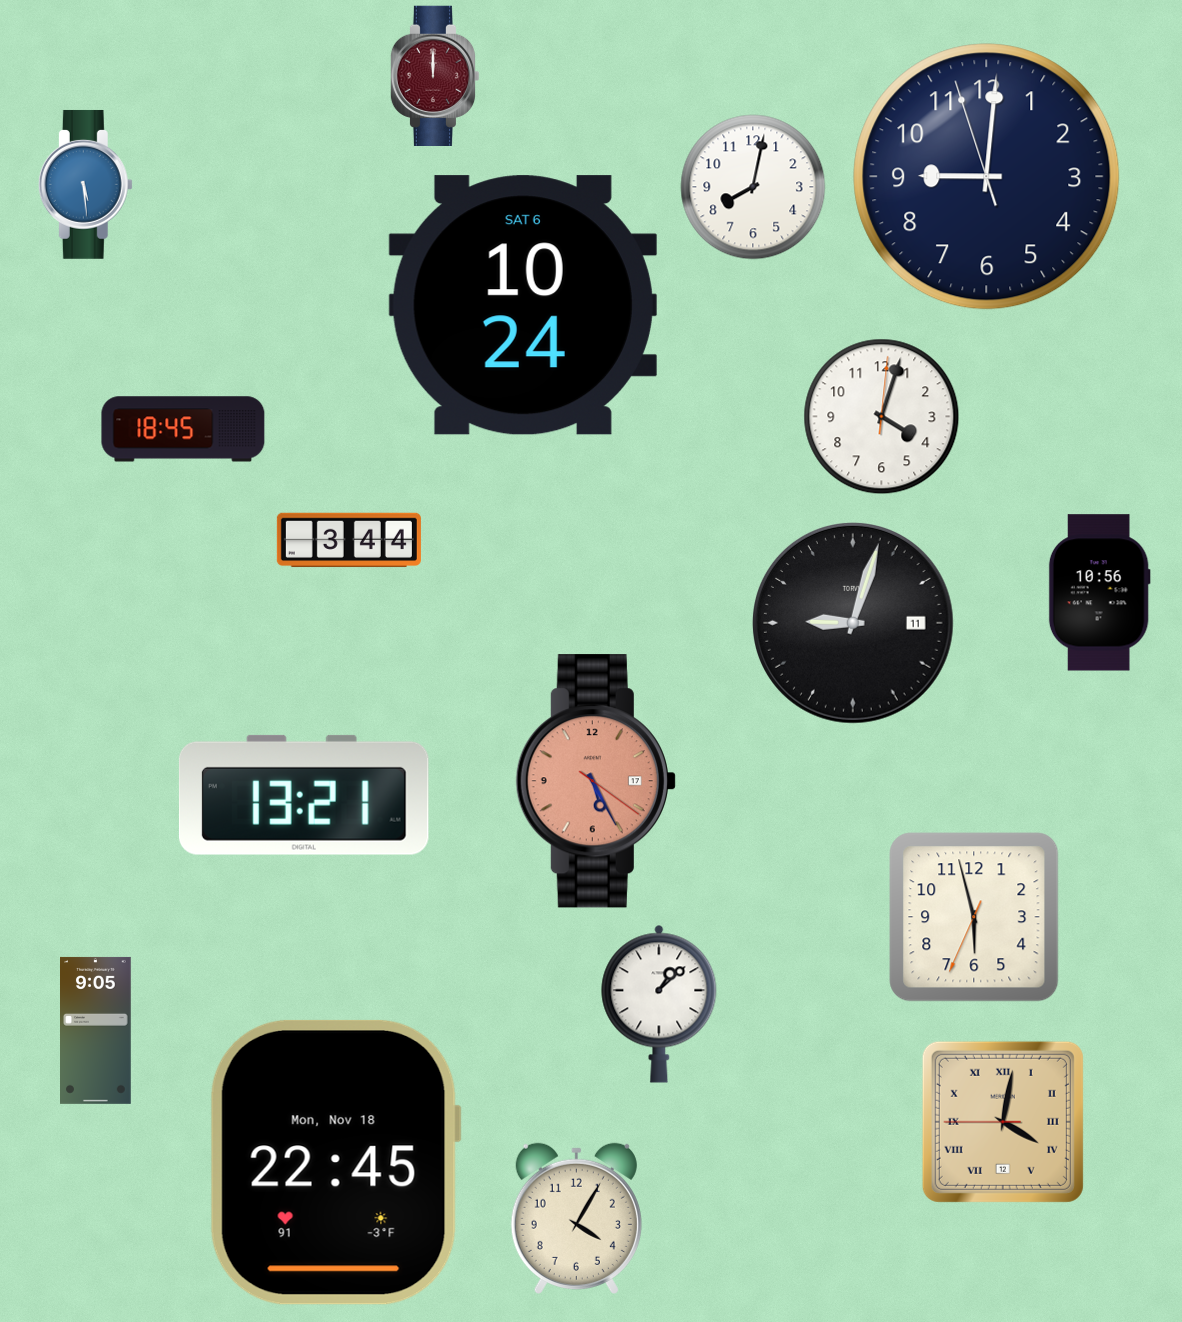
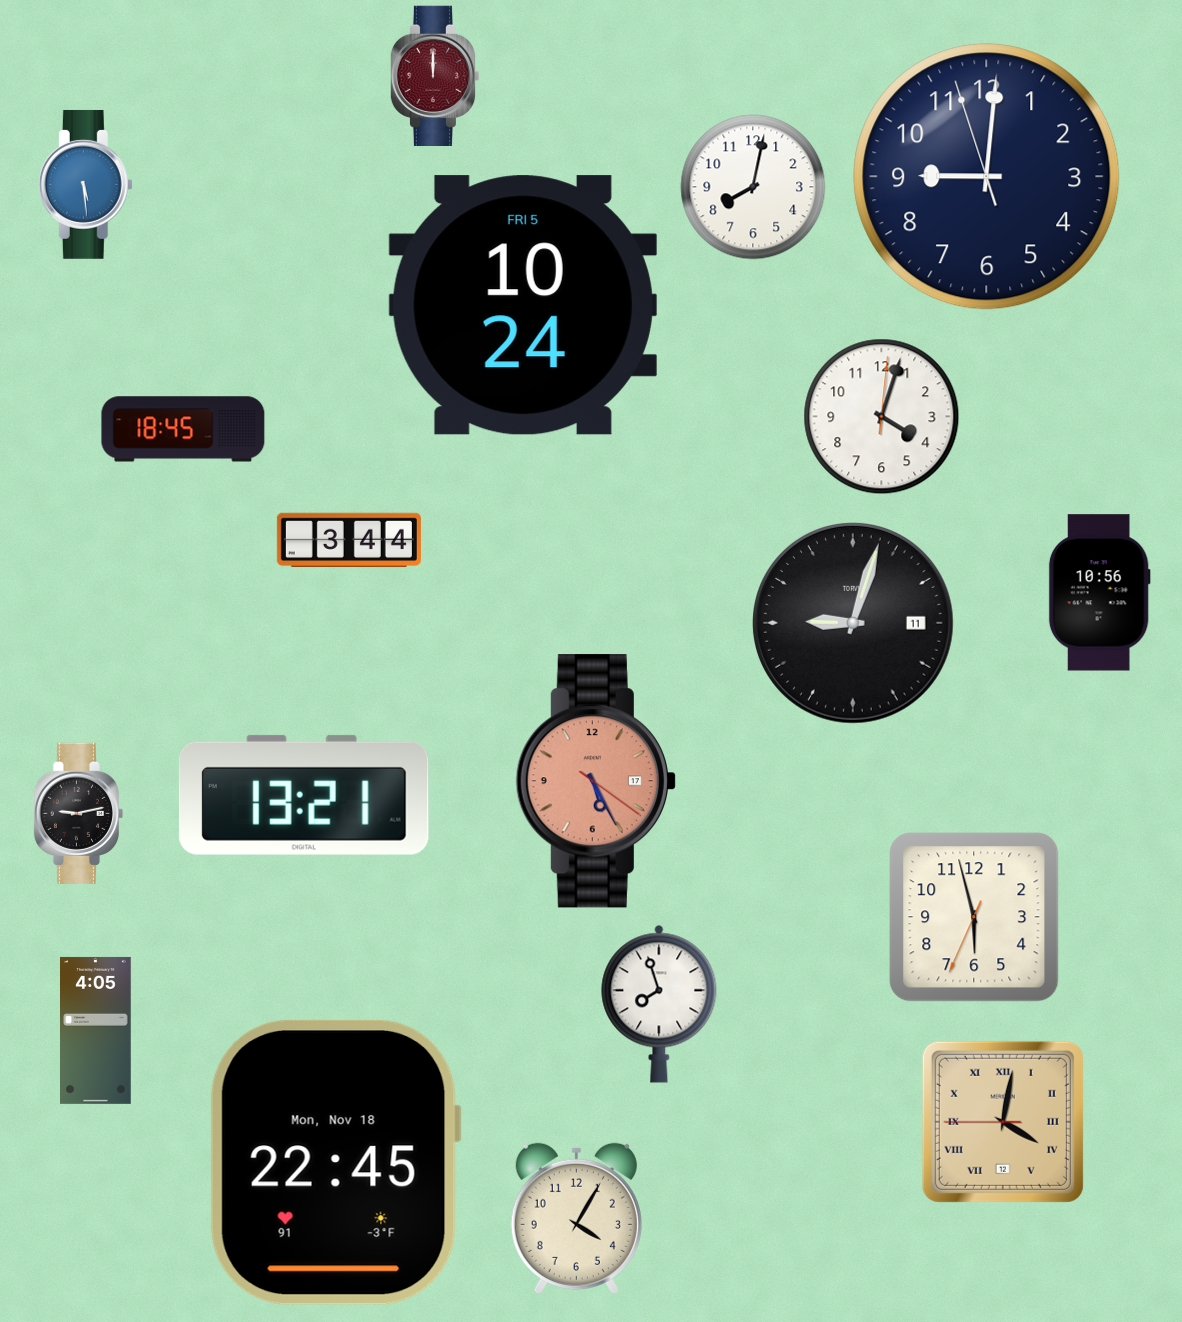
clock at (523, 305) date: SAT 6 -> FRI 5
clock at (78, 813): none -> 9:13
clock at (659, 1004): 1:08 -> 7:57
clock at (96, 1030): 9:05 -> 4:05
